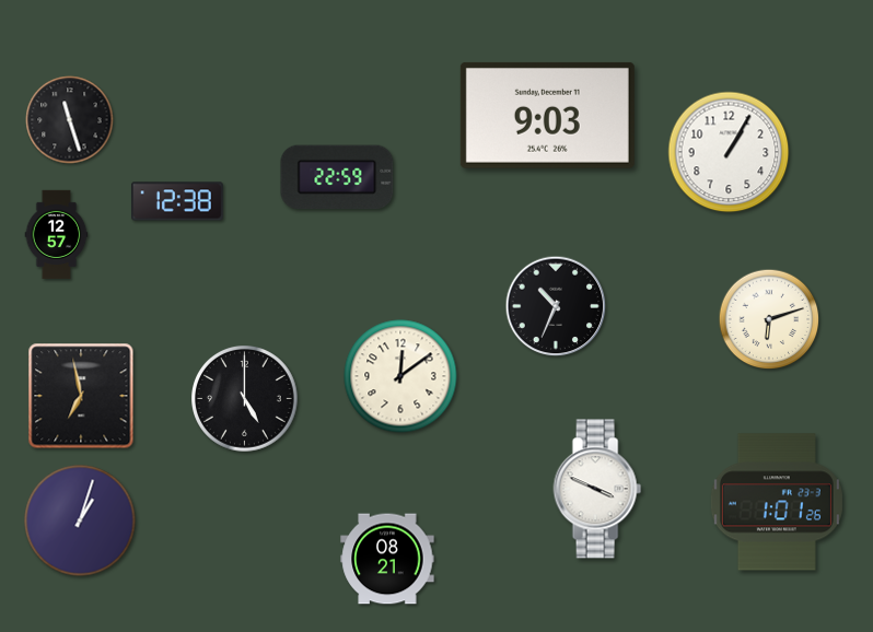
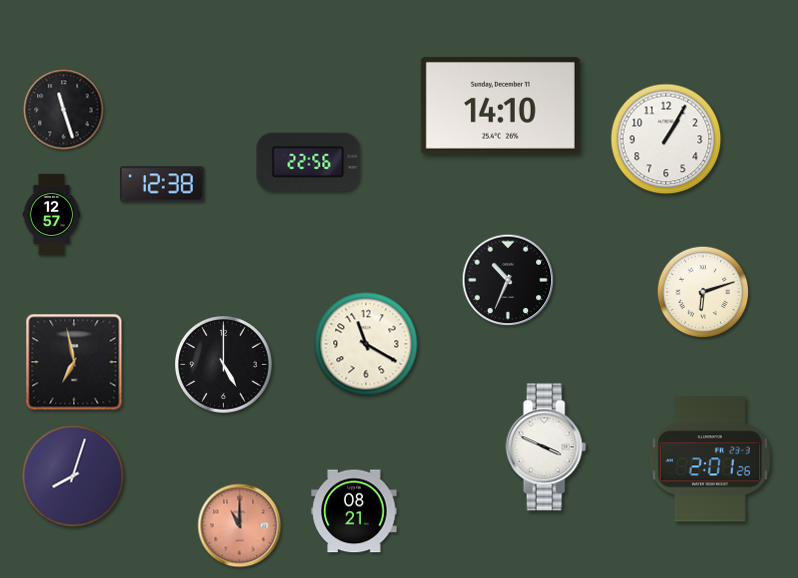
clock at (547, 115): 9:03 -> 14:10
clock at (337, 177): 22:59 -> 22:56
clock at (400, 376): 12:09 -> 11:20
clock at (777, 502): 1:01 -> 2:01
clock at (80, 520): 1:03 -> 8:03
clock at (240, 526): none -> 11:00
